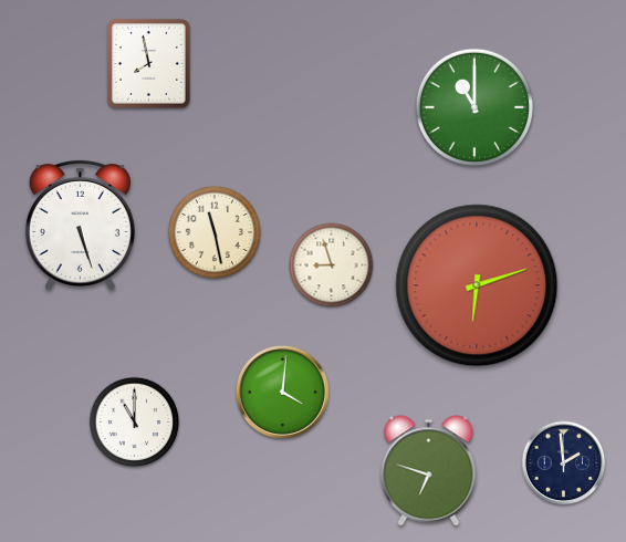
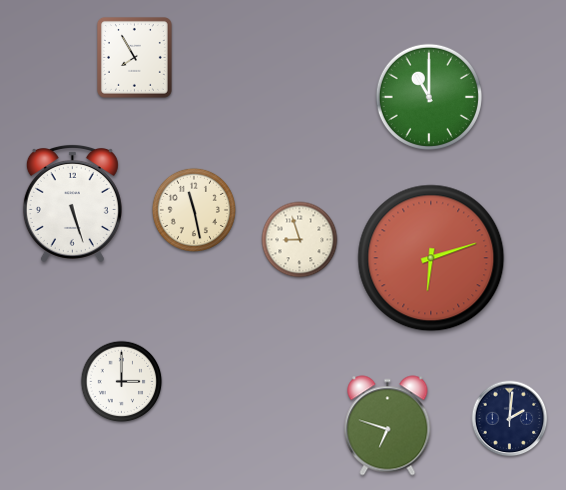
clock at (148, 63): 7:58 -> 7:55
clock at (282, 392): 4:01 -> none
clock at (135, 423): 11:00 -> 3:00
clock at (564, 463): 1:59 -> 2:01
